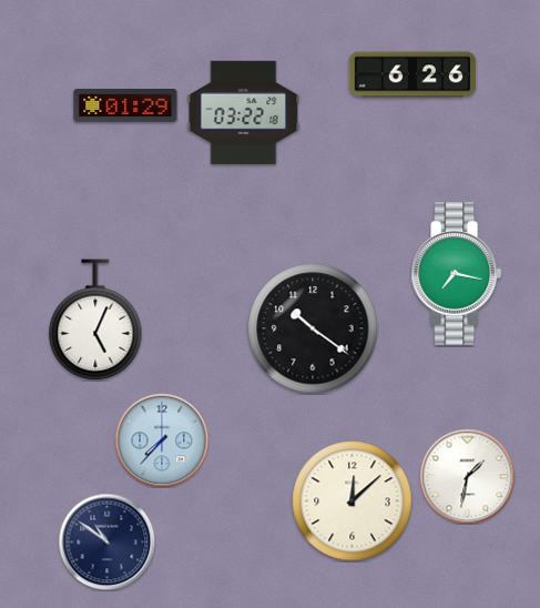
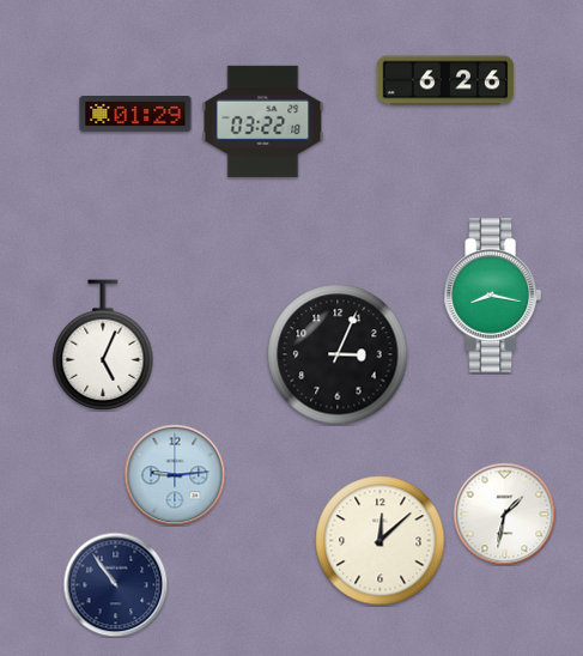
clock at (456, 274): 7:17 -> 8:17
clock at (313, 328): 10:21 -> 3:04
clock at (162, 440): 7:37 -> 9:14
clock at (106, 541): 10:51 -> 10:54
